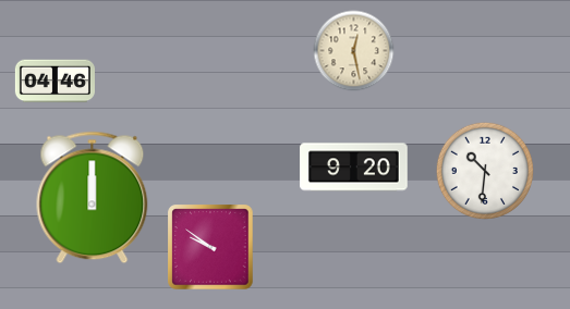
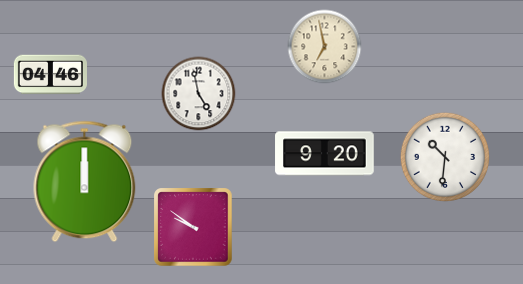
clock at (354, 51): 12:28 -> 6:58
clock at (199, 94): none -> 4:58
